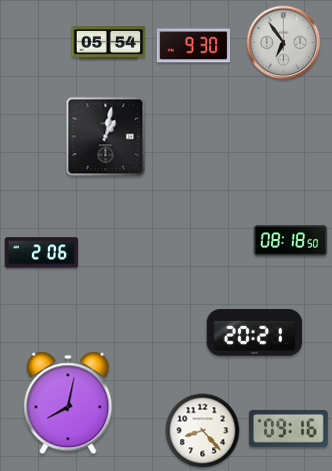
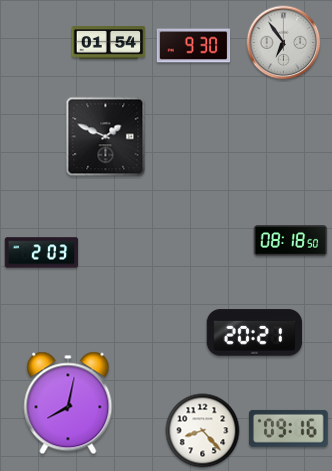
clock at (109, 43): 05:54 -> 01:54
clock at (106, 137): 1:02 -> 1:49
clock at (42, 253): 2:06 -> 2:03
